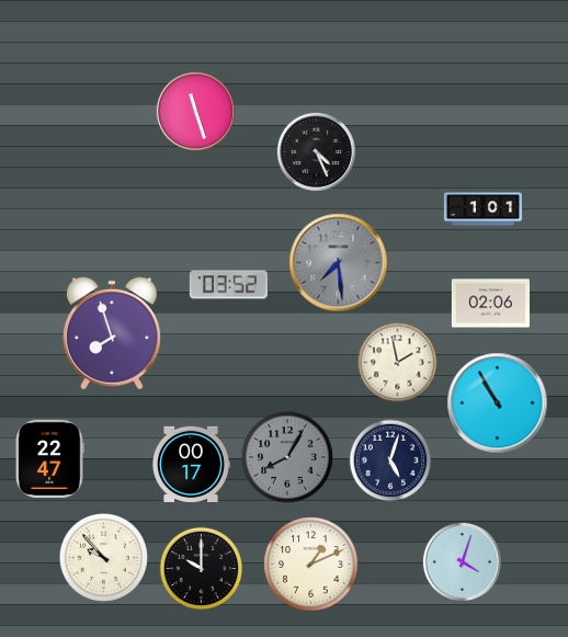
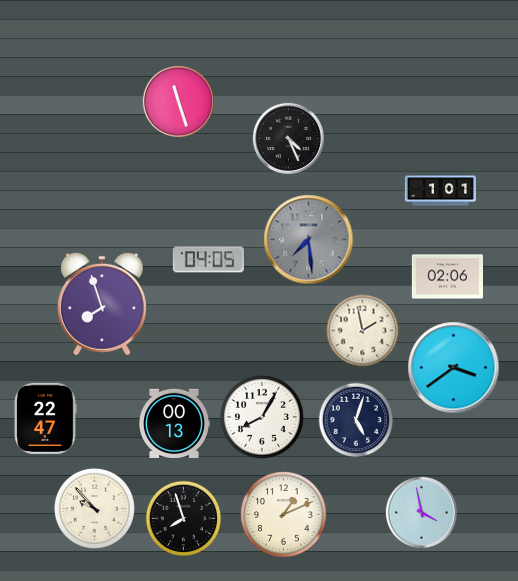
clock at (228, 285): 03:52 -> 04:05
clock at (498, 403): 10:55 -> 3:39
clock at (287, 457) dial: grey -> white
clock at (192, 464): 00:17 -> 00:13
clock at (462, 561): 4:03 -> 3:58
clock at (202, 569): 10:00 -> 7:57
